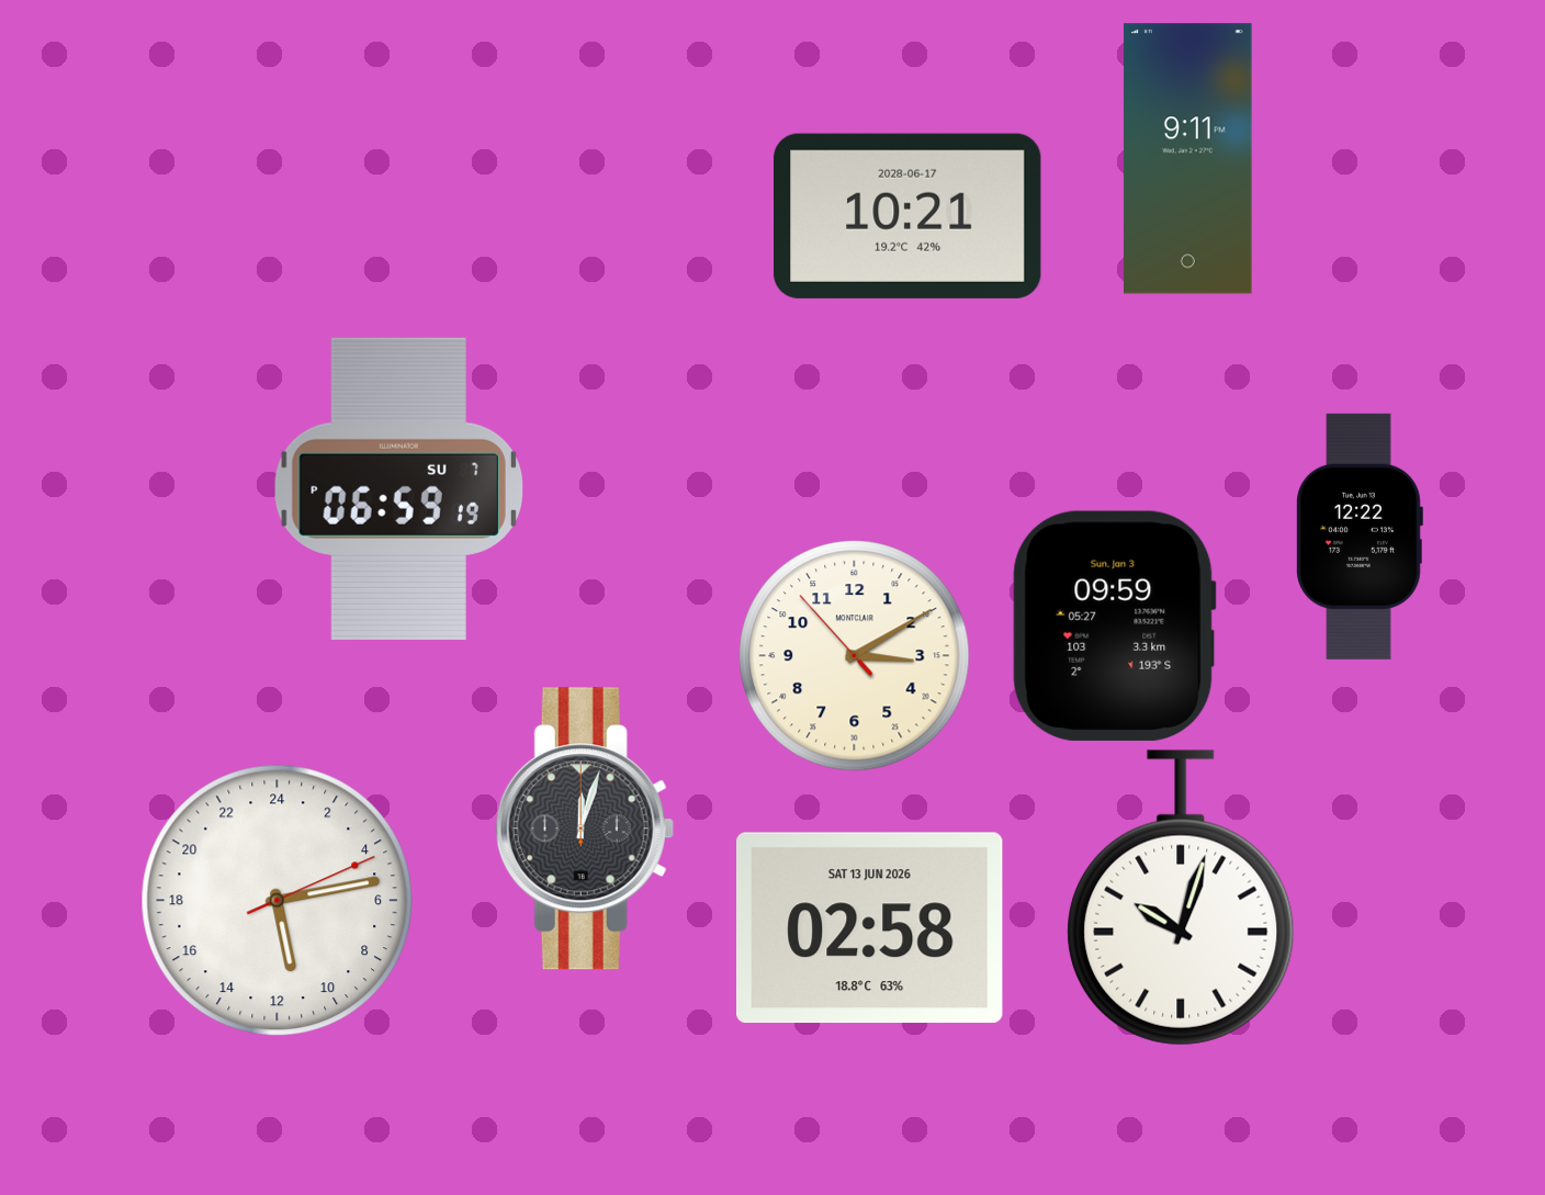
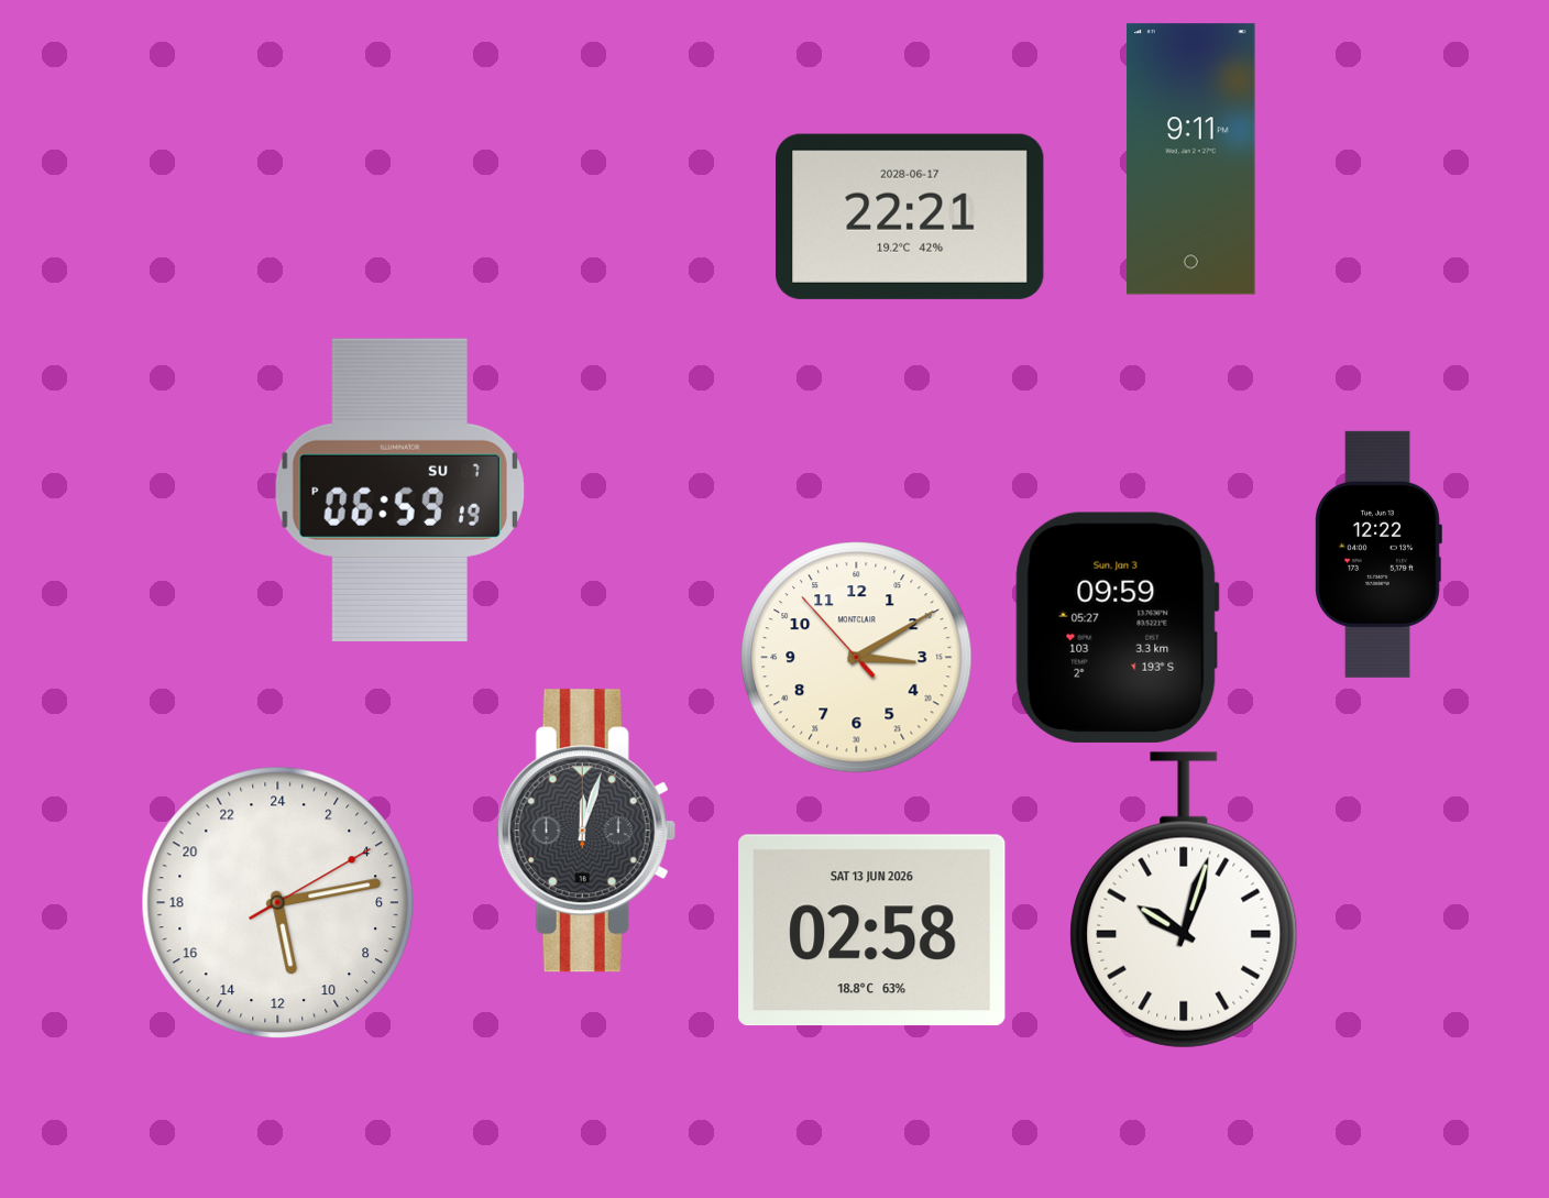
clock at (907, 216): 10:21 -> 22:21
clock at (1360, 537) position: (1360, 537) -> (1378, 554)
clock at (278, 901): 11:13:11 -> 11:13:10
